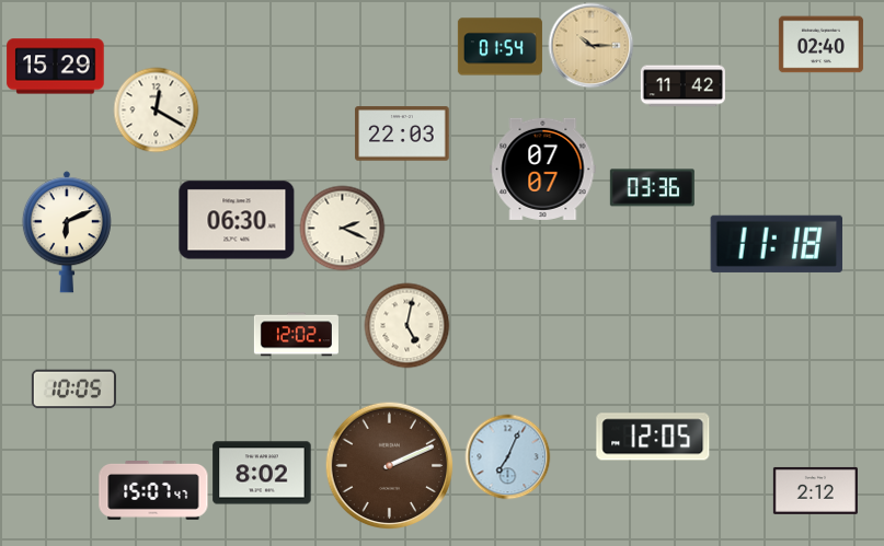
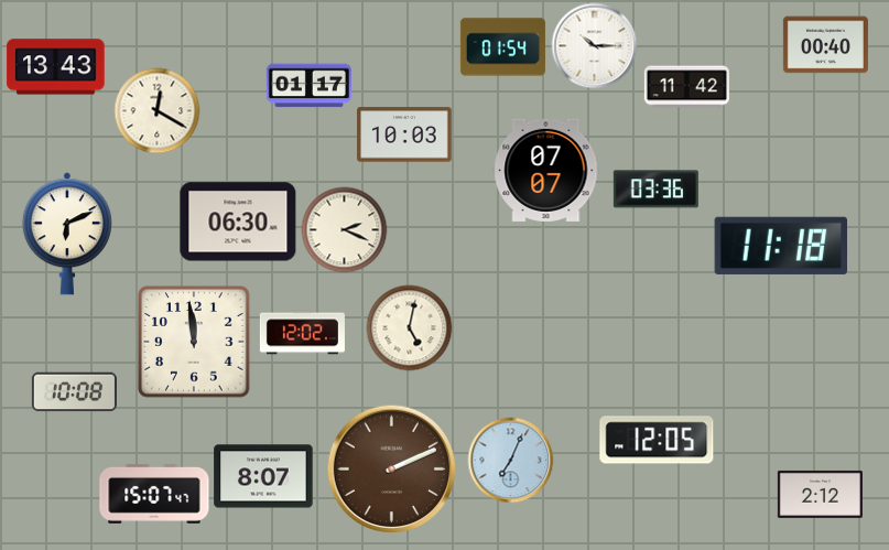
clock at (590, 45) dial: champagne -> white
clock at (820, 45): 02:40 -> 00:40
clock at (56, 67): 15:29 -> 13:43
clock at (308, 86): none -> 01:17
clock at (402, 133): 22:03 -> 10:03
clock at (296, 335) position: (296, 335) -> (302, 333)
clock at (194, 342): none -> 11:59
clock at (73, 390): 10:05 -> 10:08
clock at (262, 473): 8:02 -> 8:07
